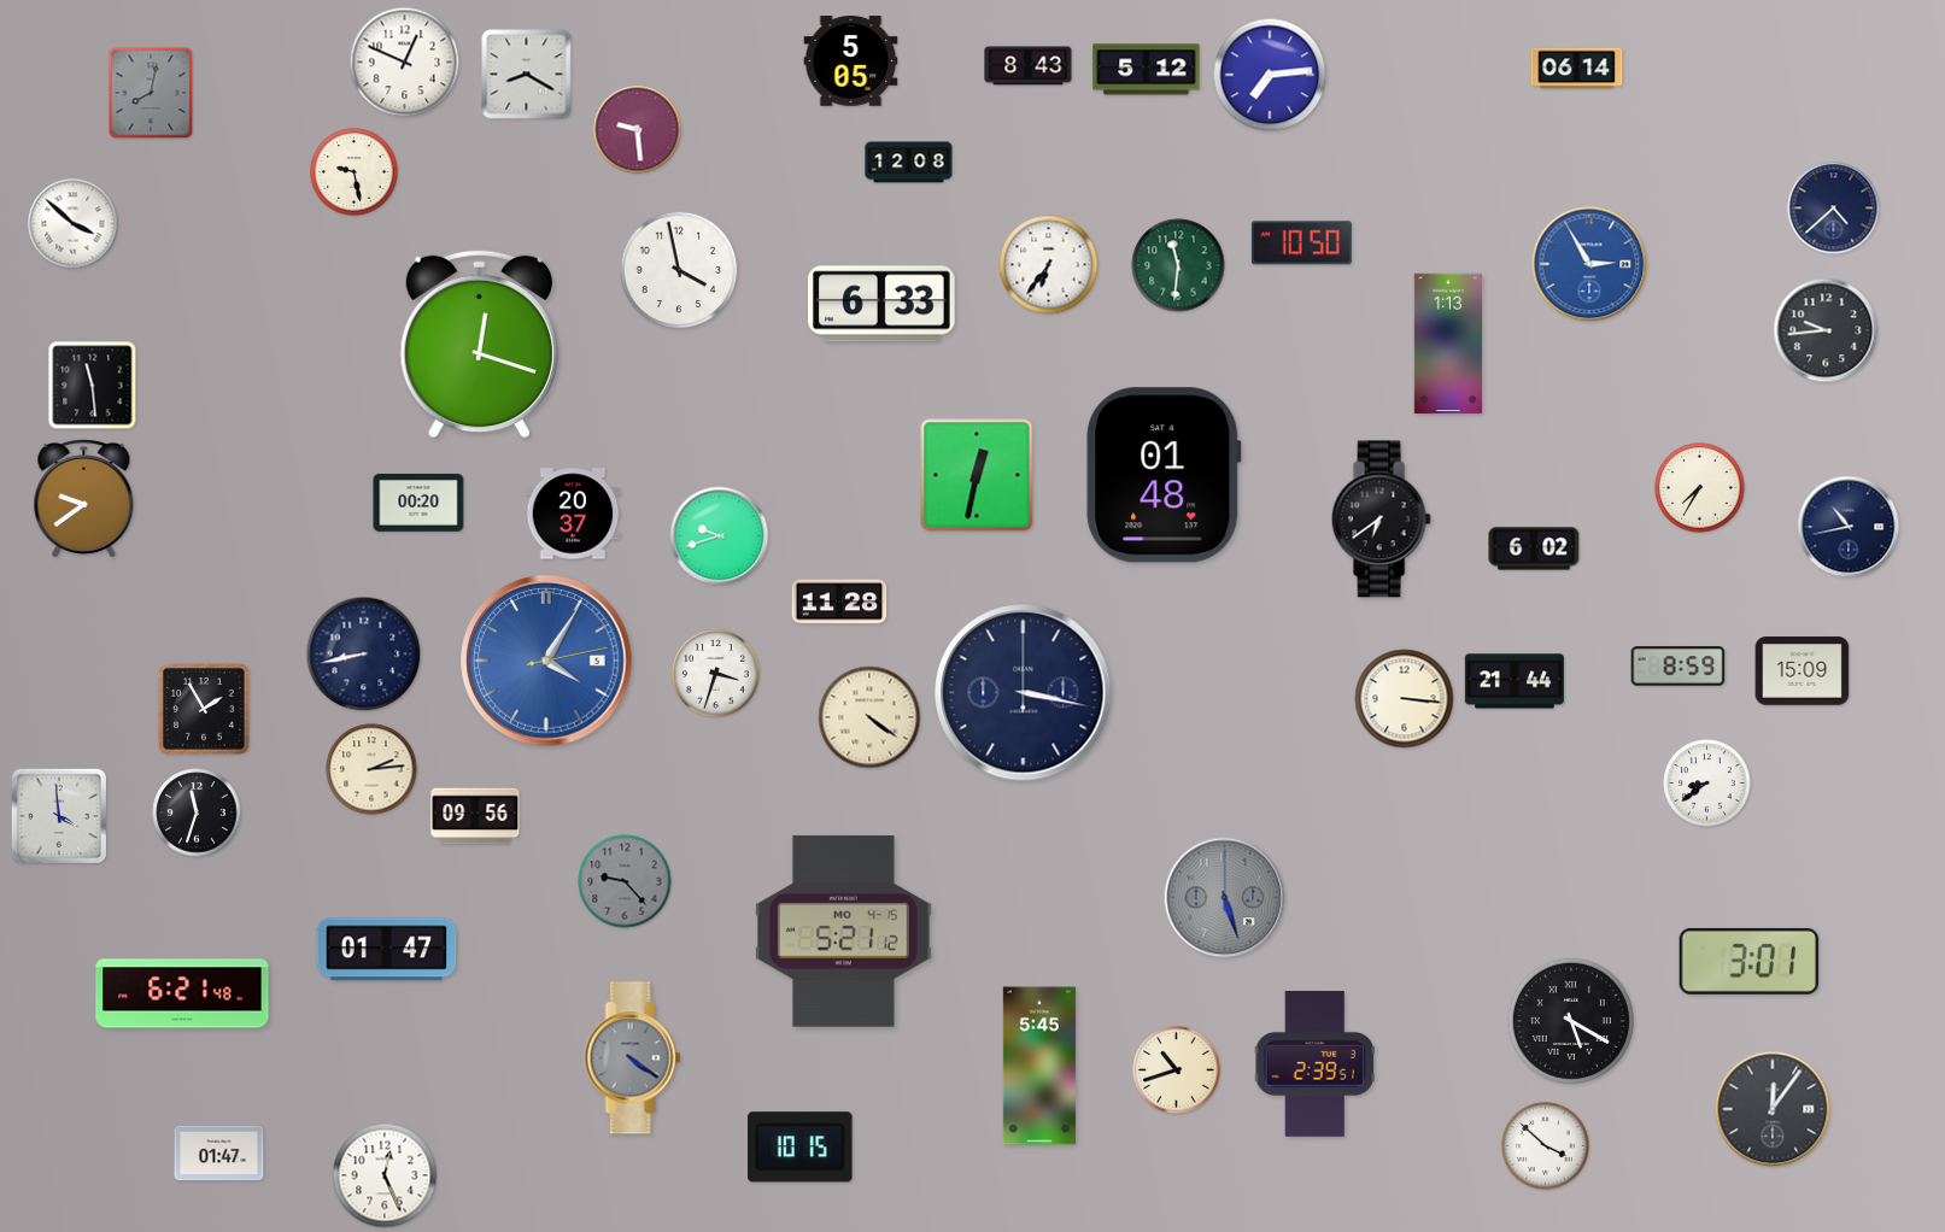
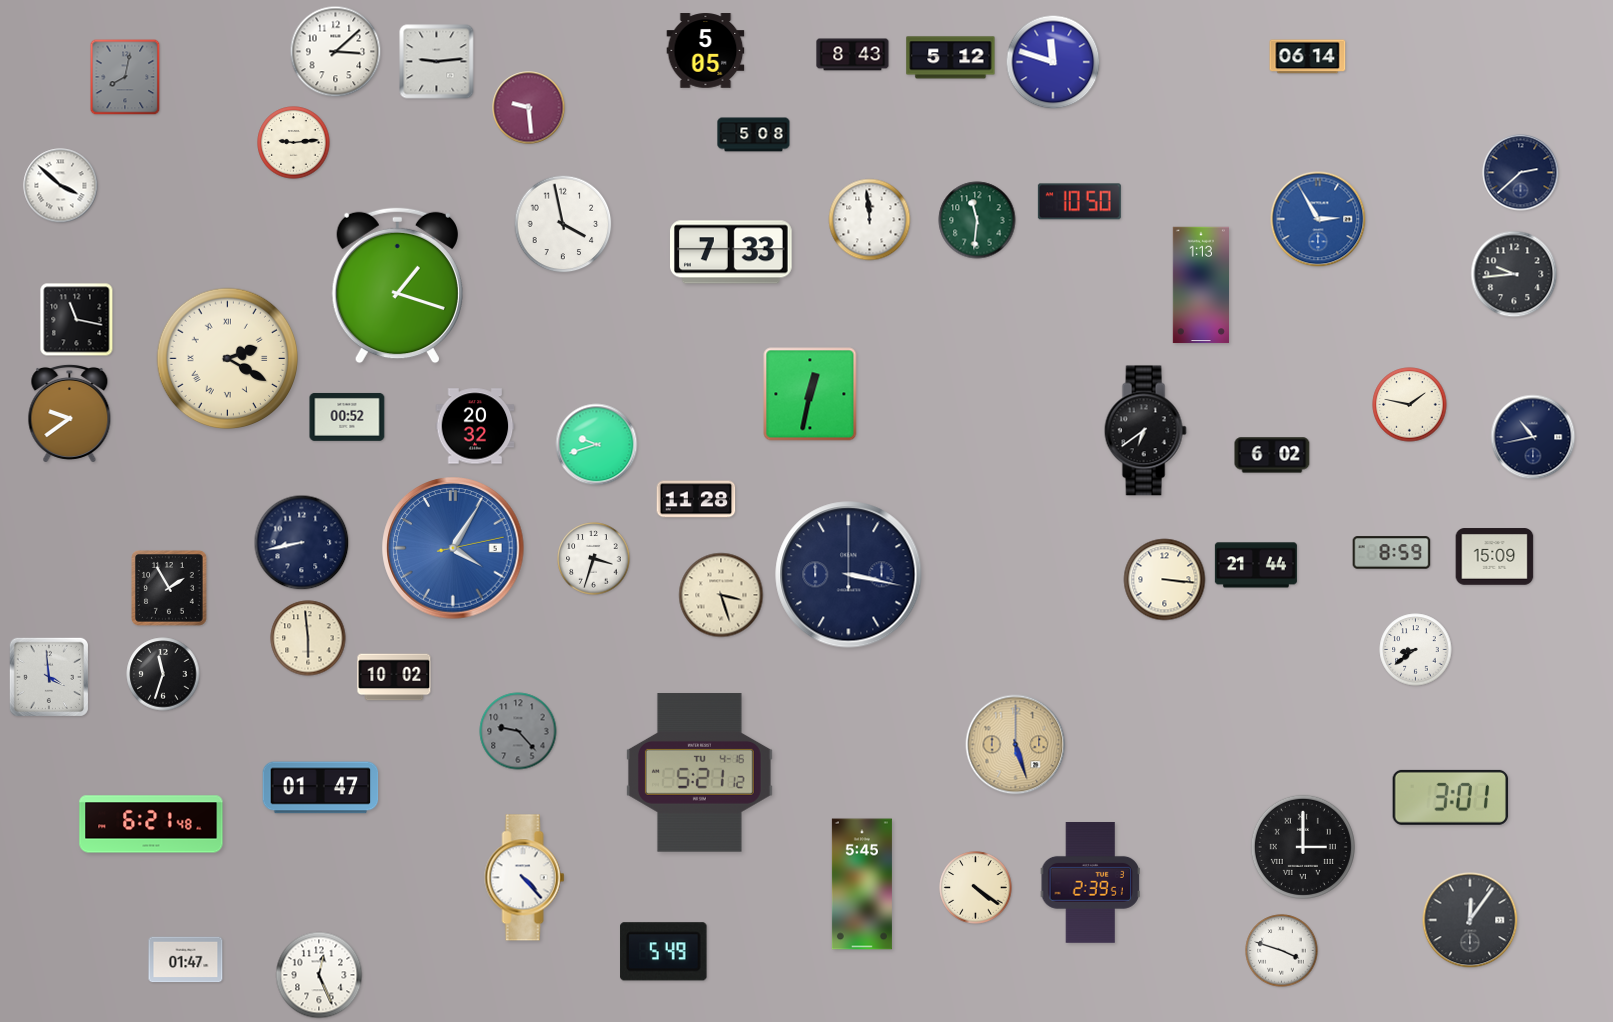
clock at (405, 63): 12:49 -> 3:08
clock at (527, 75): 8:20 -> 9:14
clock at (1270, 75): 7:14 -> 11:48
clock at (909, 163): 12:08 -> 5:08
clock at (355, 172): 9:28 -> 9:14
clock at (1834, 209): 4:38 -> 2:38
clock at (1049, 265): 6:36 -> 11:59
clock at (883, 304): 6:33 -> 7:33
clock at (479, 345): 12:18 -> 1:18
clock at (93, 386): 11:29 -> 11:17
clock at (228, 359): none -> 2:20
clock at (1164, 475): 01:48 -> none
clock at (1700, 488): 7:35 -> 1:47
clock at (418, 503): 00:20 -> 00:52
clock at (573, 514): 20:37 -> 20:32
clock at (869, 717): 4:21 -> 3:27
clock at (371, 769): 2:14 -> 5:59
clock at (475, 816): 09:56 -> 10:02
clock at (1225, 898) dial: grey -> champagne
clock at (843, 932) date: MO 4-15 -> TU 4-16
clock at (1571, 1021): 5:20 -> 3:00
clock at (633, 1058): 4:21 -> 4:23
clock at (633, 1058) dial: grey -> white
clock at (1177, 1070): 10:42 -> 4:21
clock at (1546, 1146): 3:52 -> 3:48
clock at (801, 1148): 10:15 -> 5:49
clock at (219, 1154) position: (219, 1154) -> (186, 960)
